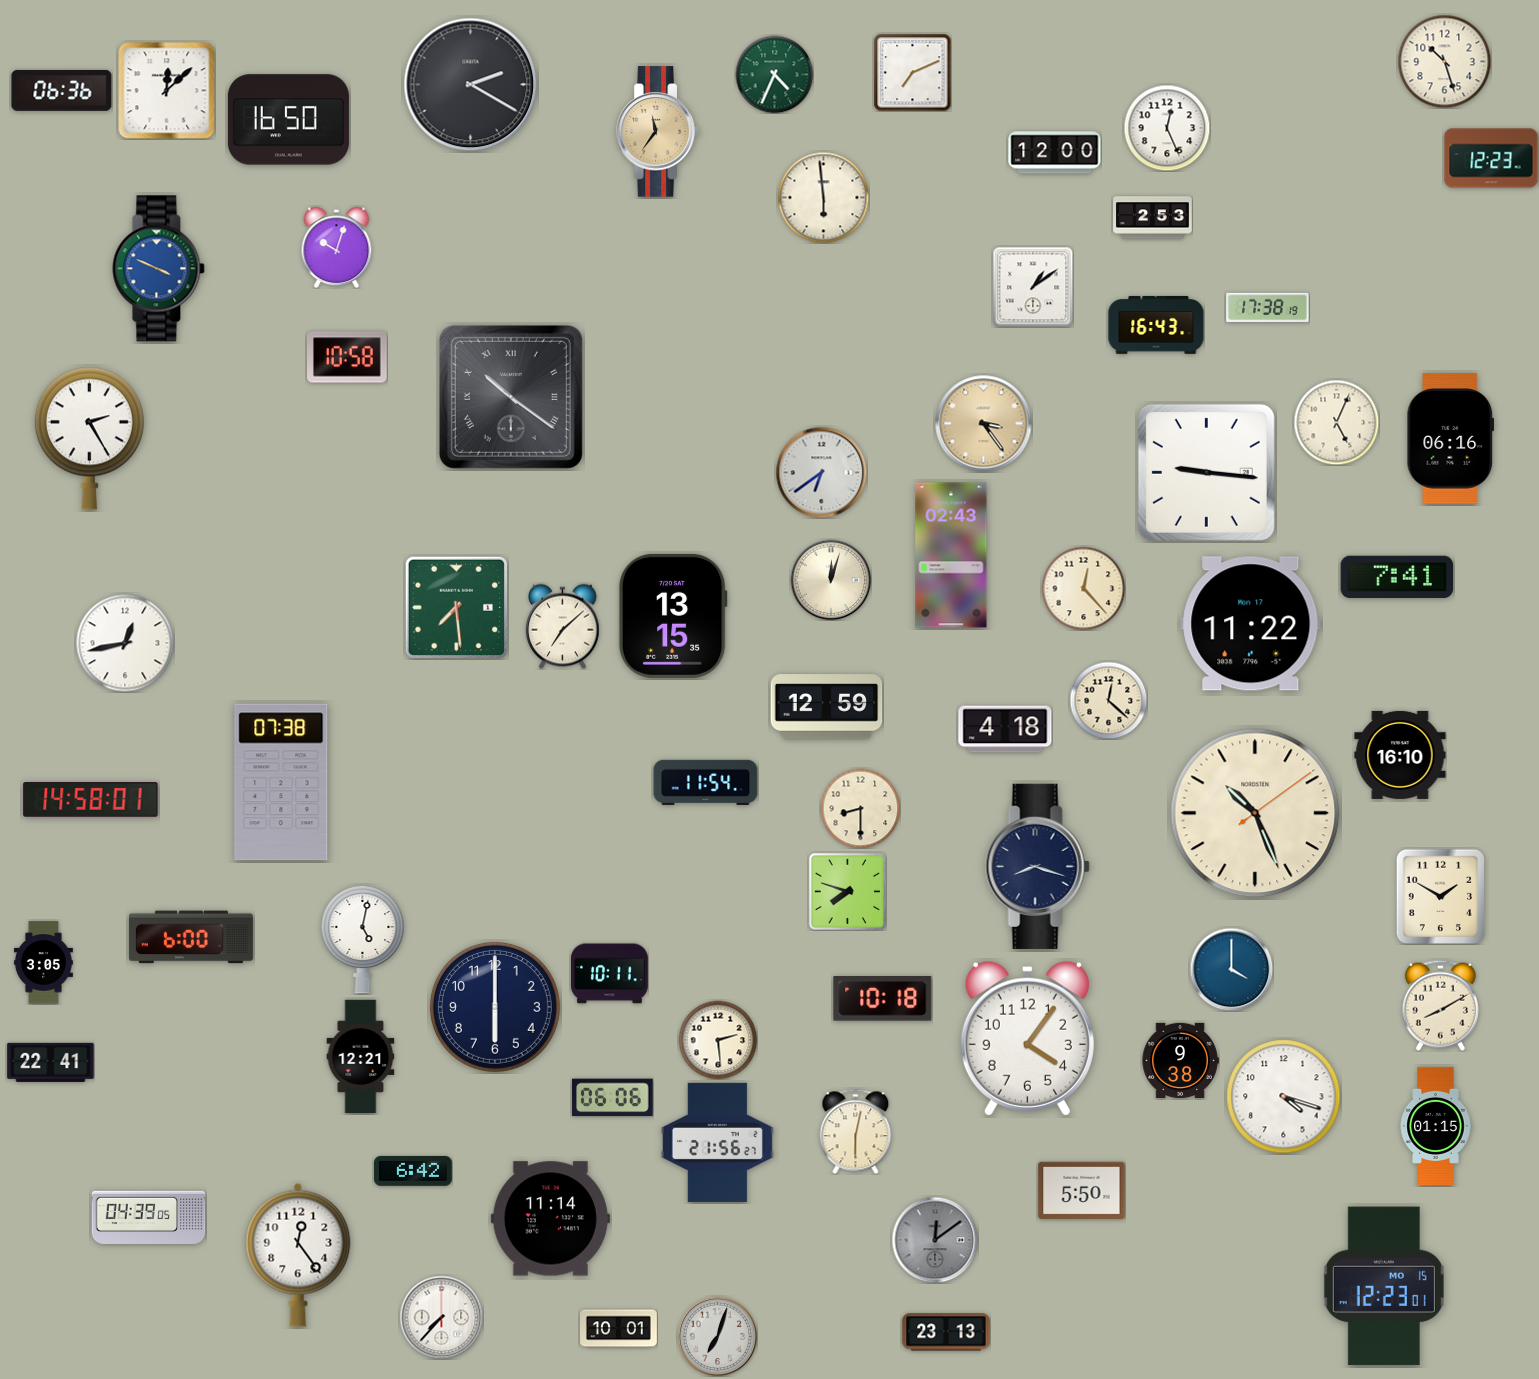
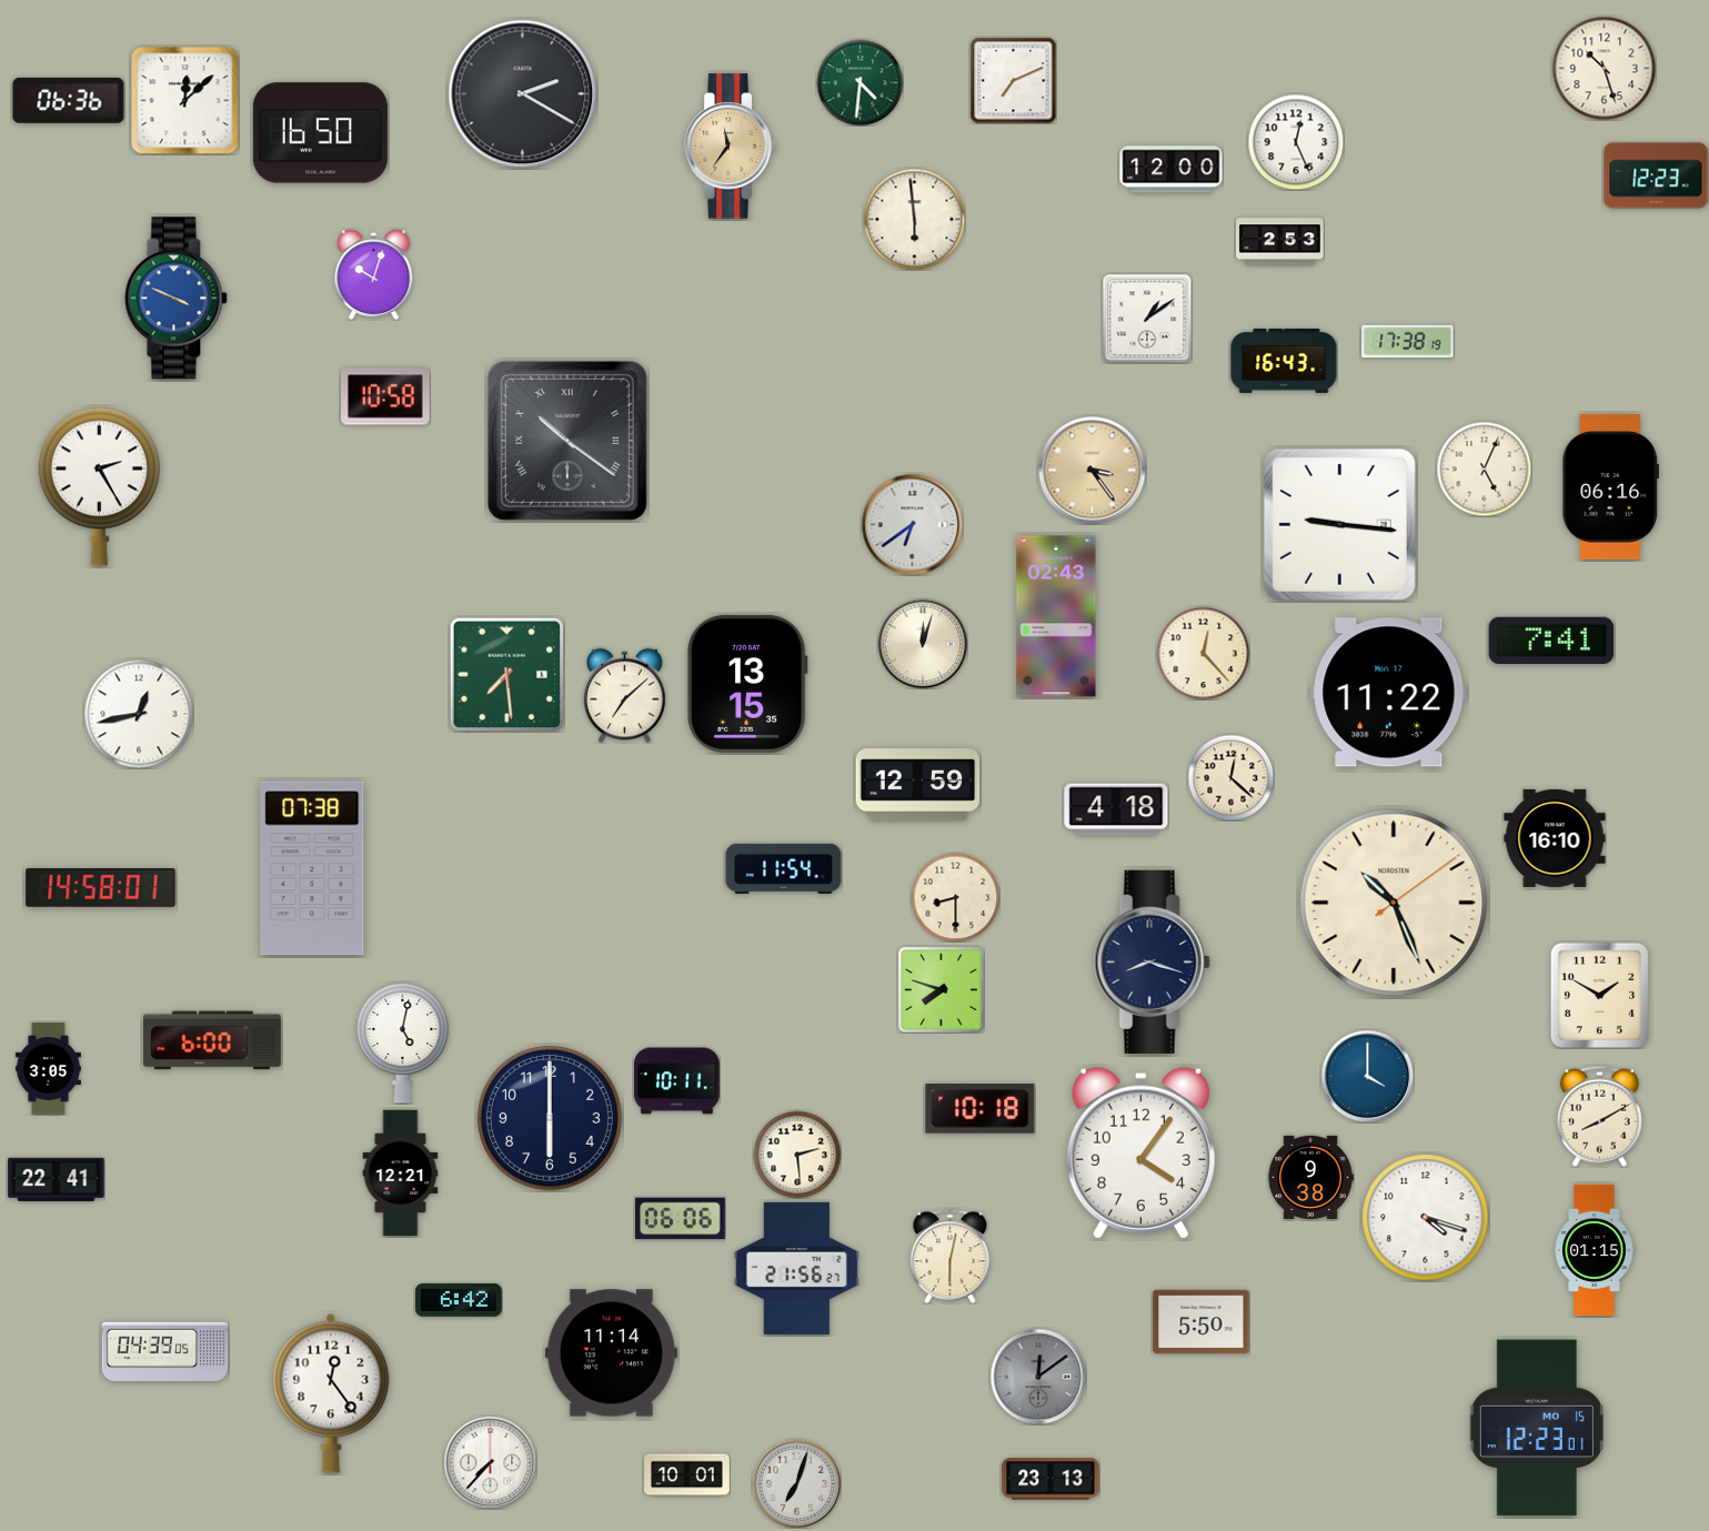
clock at (774, 74): 4:34 -> 4:31
